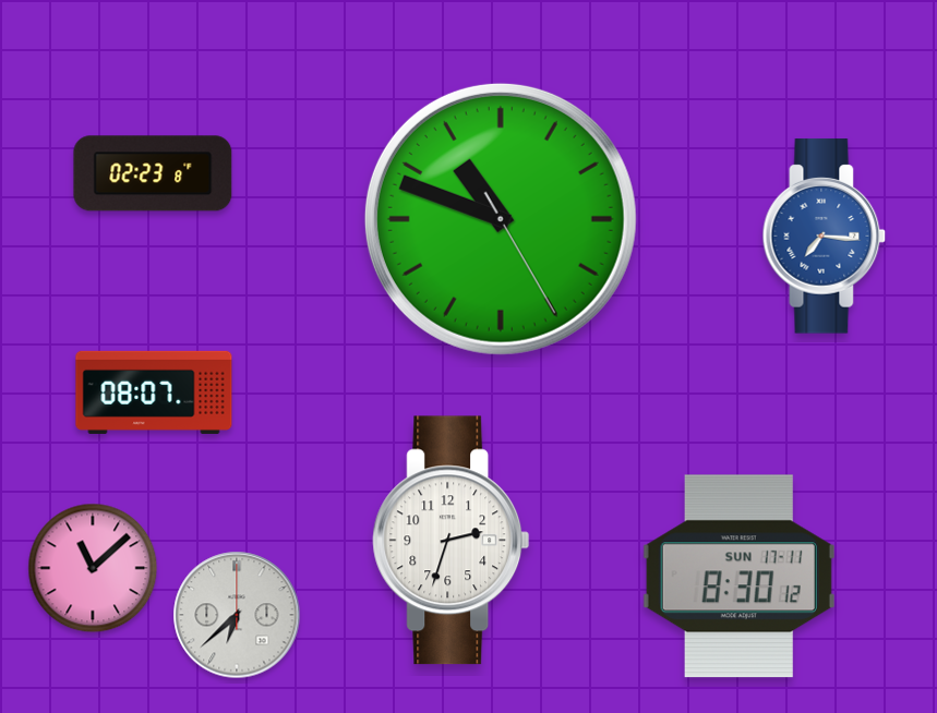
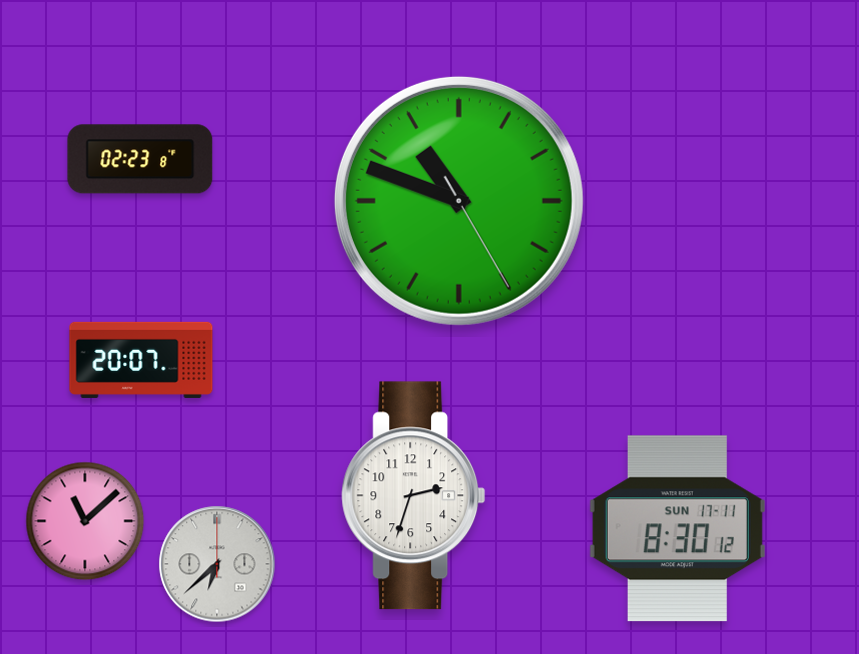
clock at (825, 237): 7:16 -> none
clock at (154, 392): 08:07 -> 20:07
